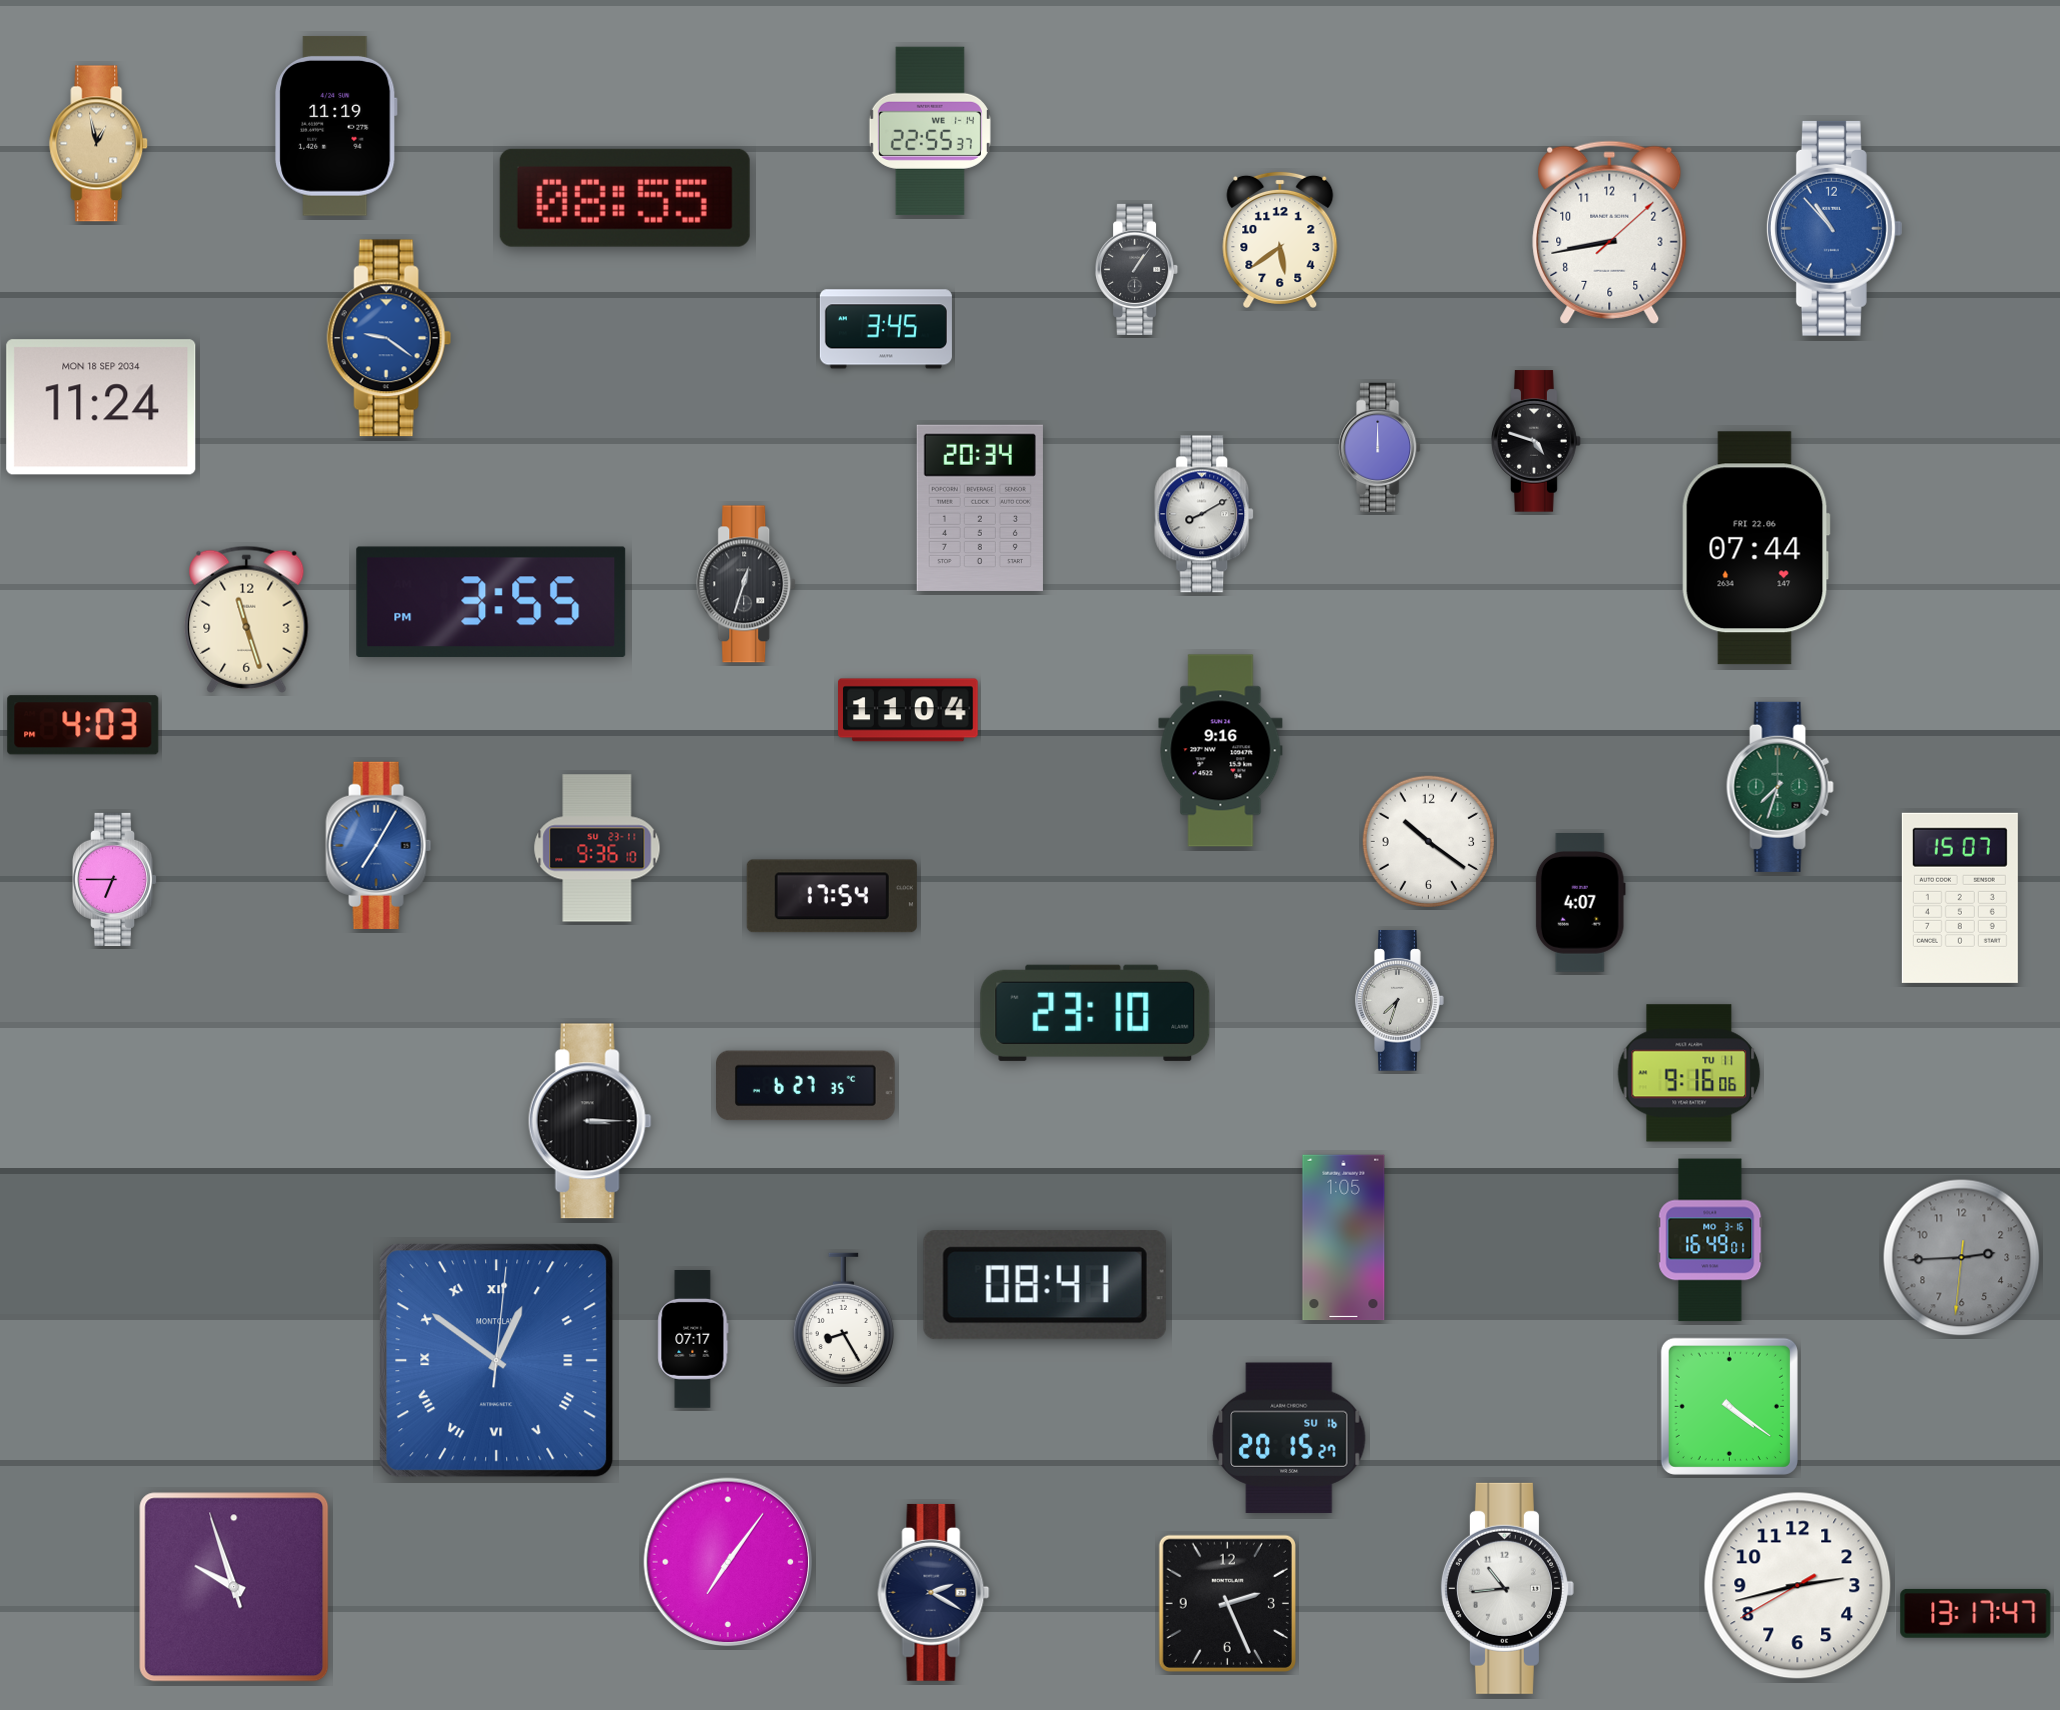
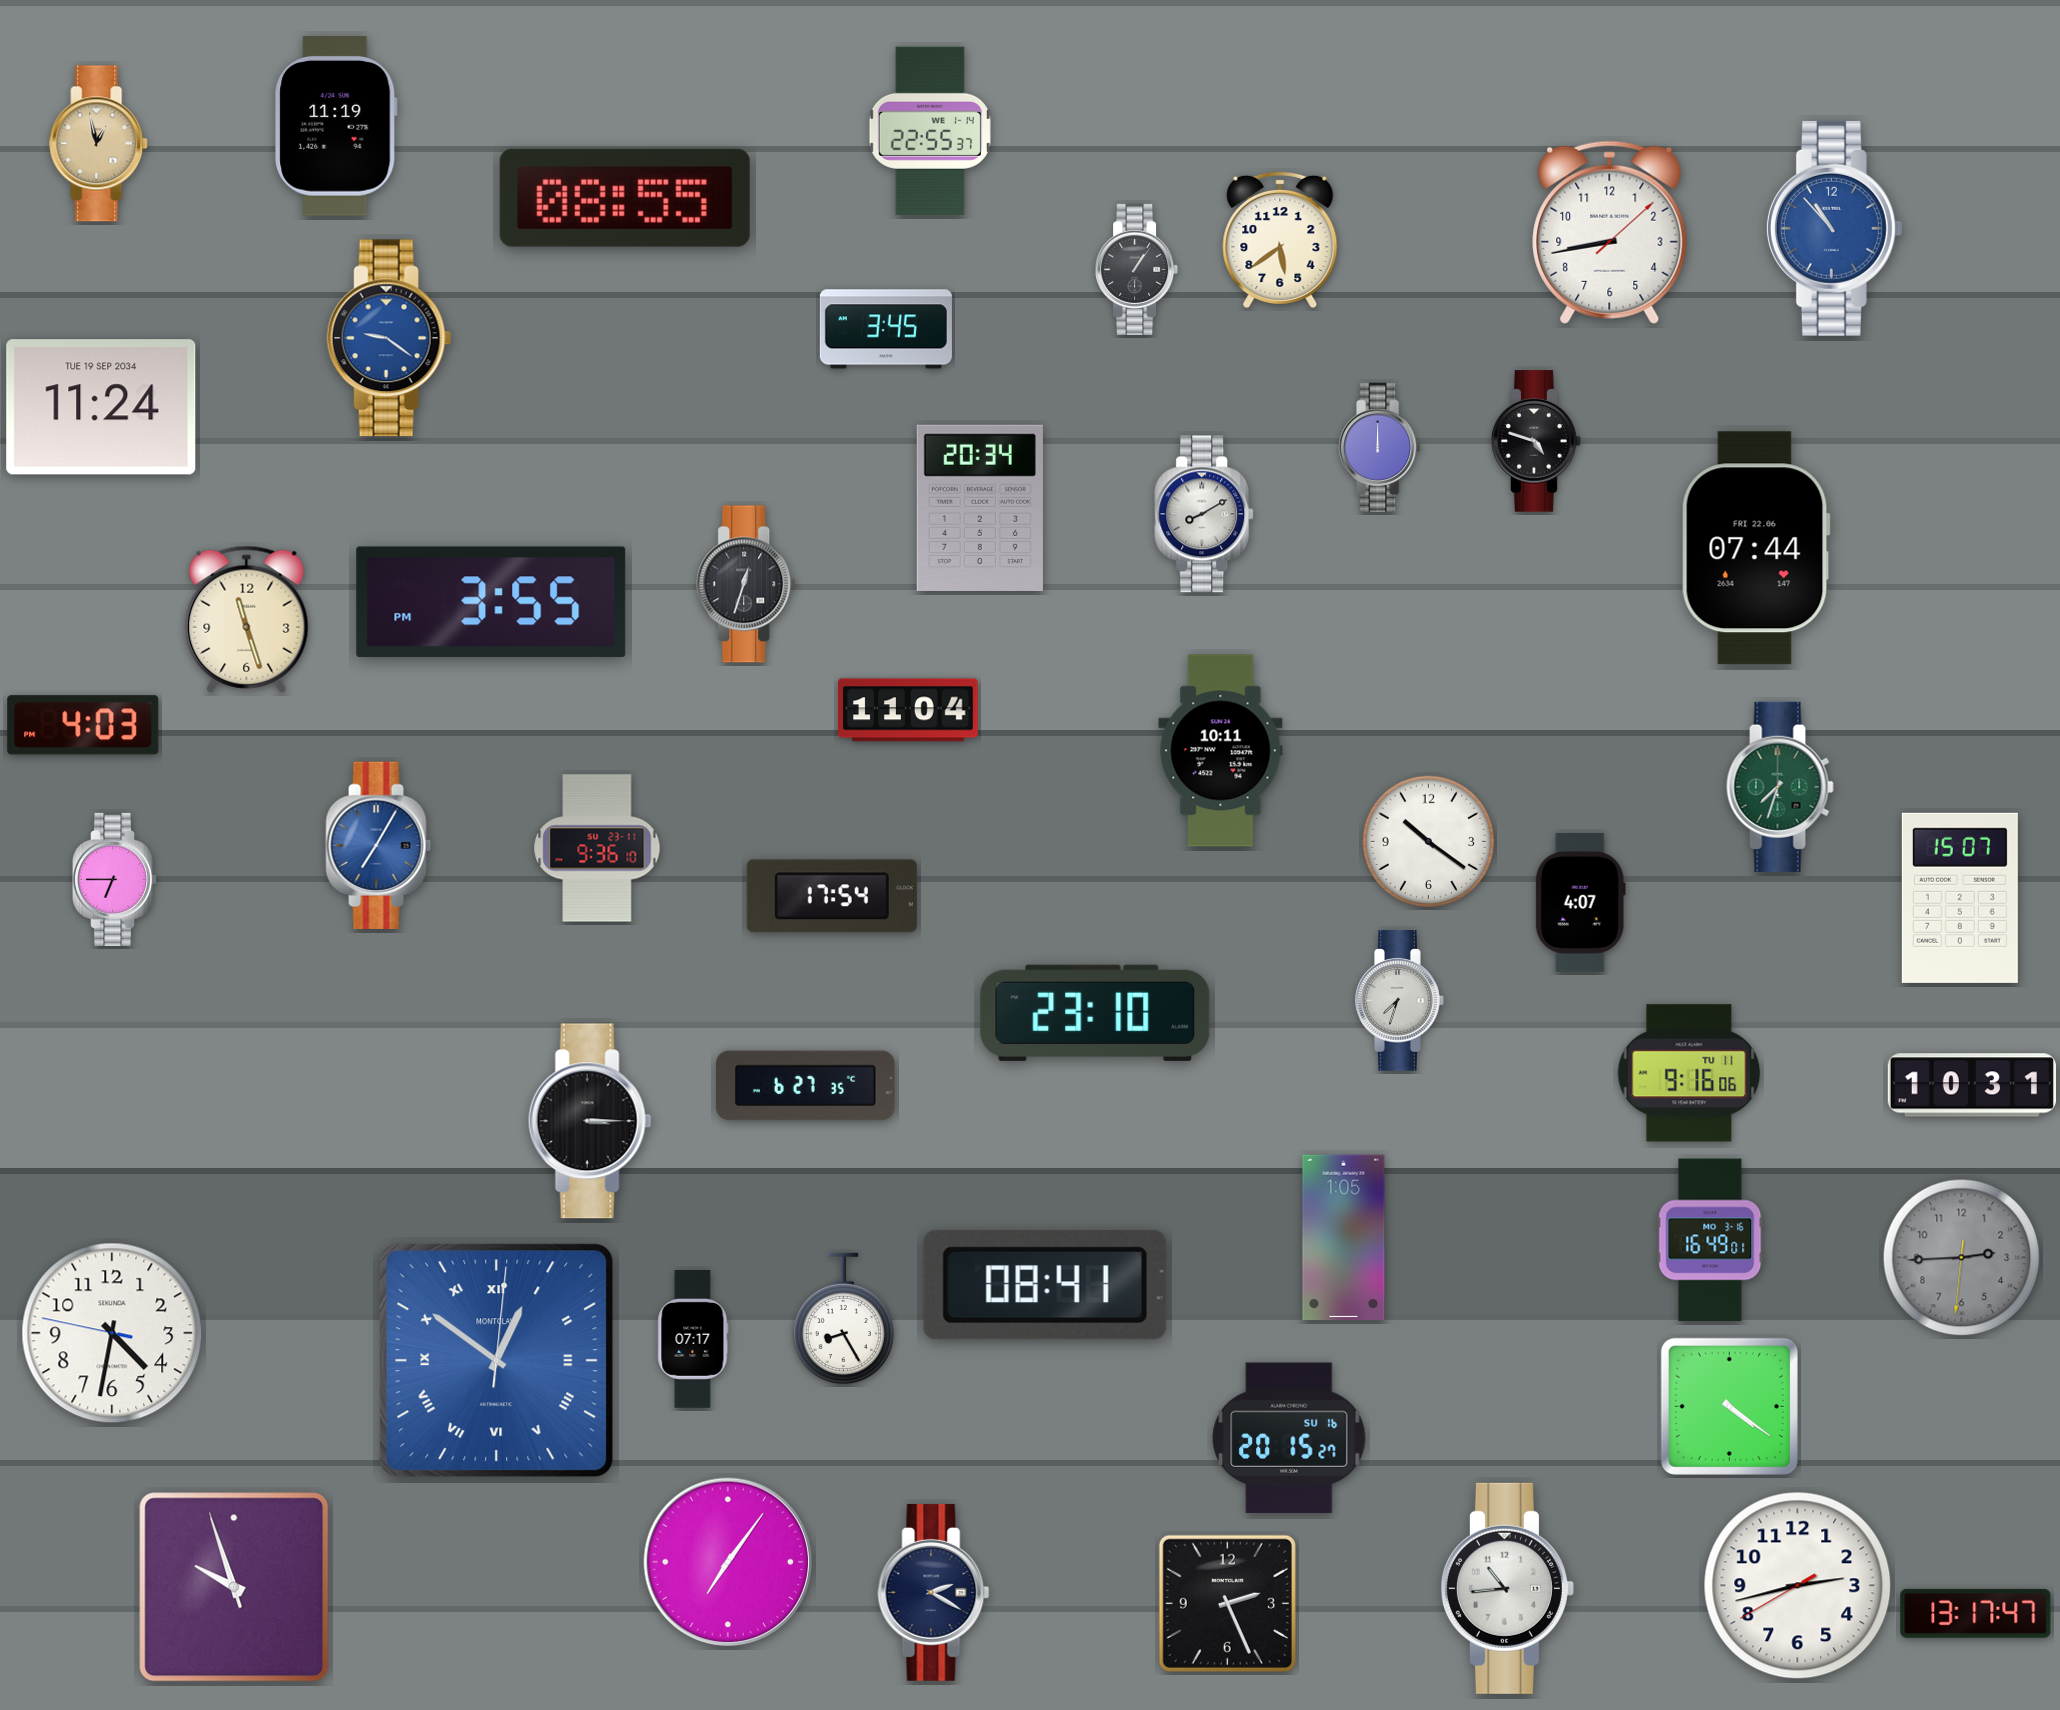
clock at (101, 407) date: MON 18 SEP 2034 -> TUE 19 SEP 2034
clock at (1221, 751): 9:16 -> 10:11
clock at (1972, 1085): none -> 10:31
clock at (112, 1333): none -> 4:31
